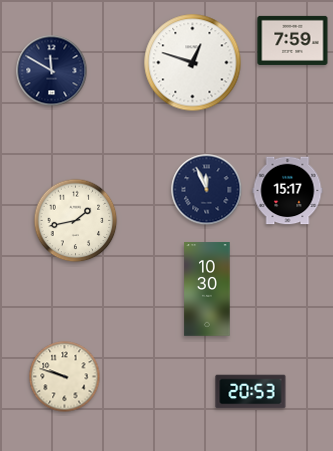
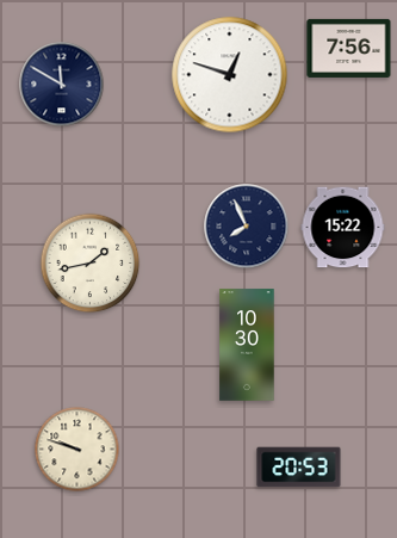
clock at (293, 40): 7:59 -> 7:56
clock at (207, 190): 11:56 -> 7:56
clock at (288, 191): 15:17 -> 15:22
